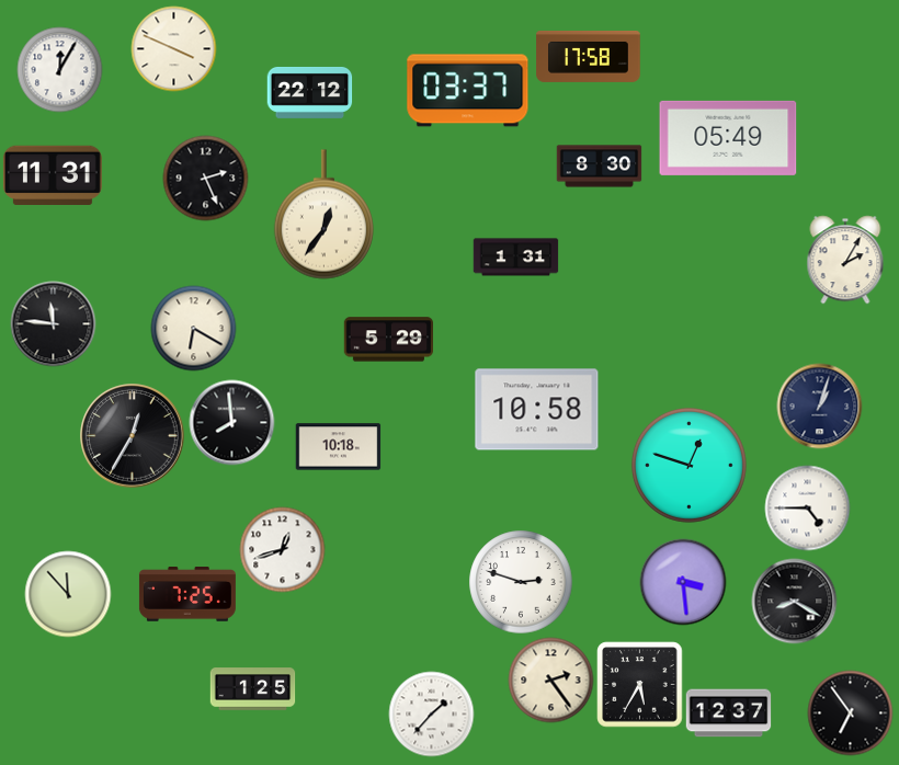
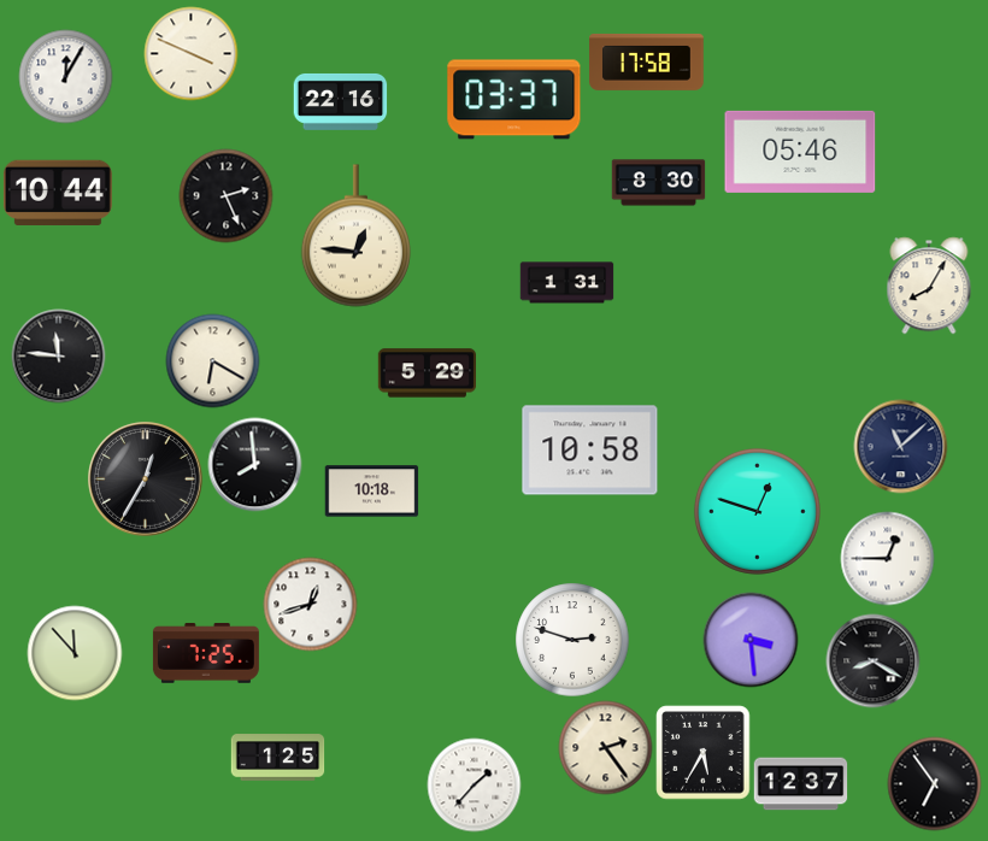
clock at (309, 92): 22:12 -> 22:16
clock at (728, 138): 05:49 -> 05:46
clock at (53, 174): 11:31 -> 10:44
clock at (323, 215): 12:36 -> 12:46
clock at (845, 260): 2:05 -> 8:05
clock at (819, 406): 1:03 -> 11:08
clock at (807, 507): 4:45 -> 12:45
